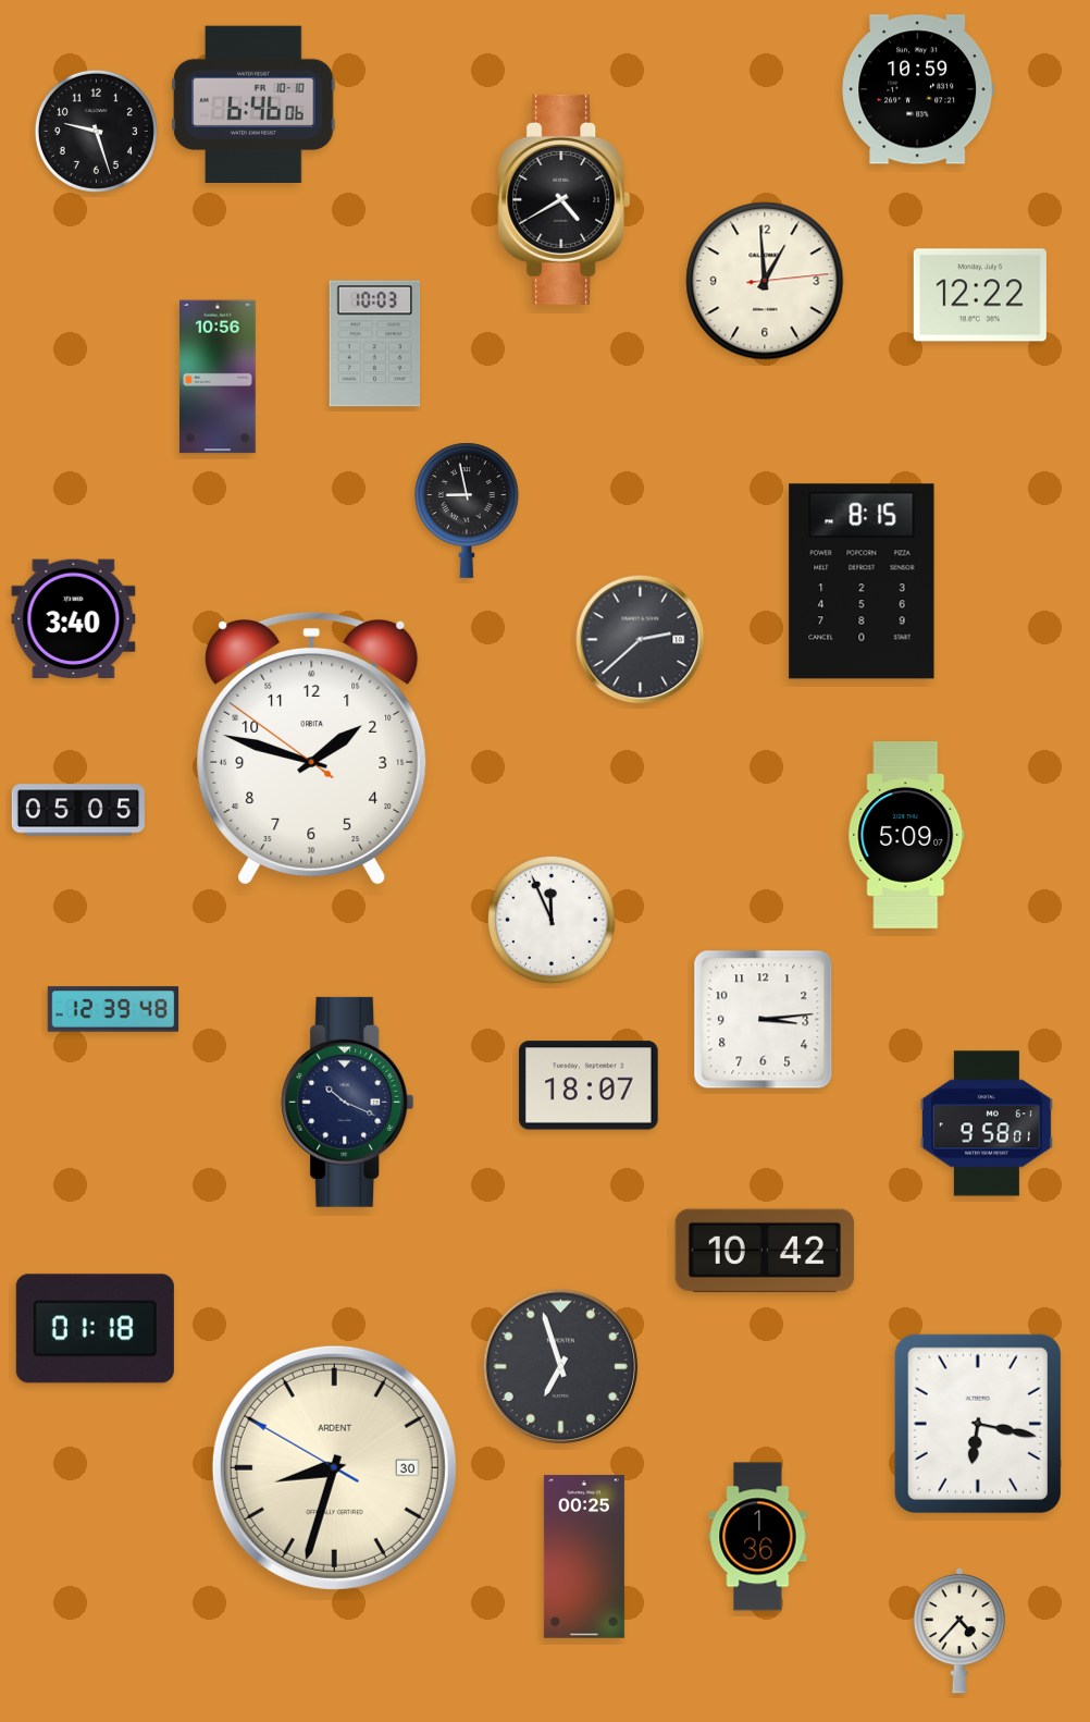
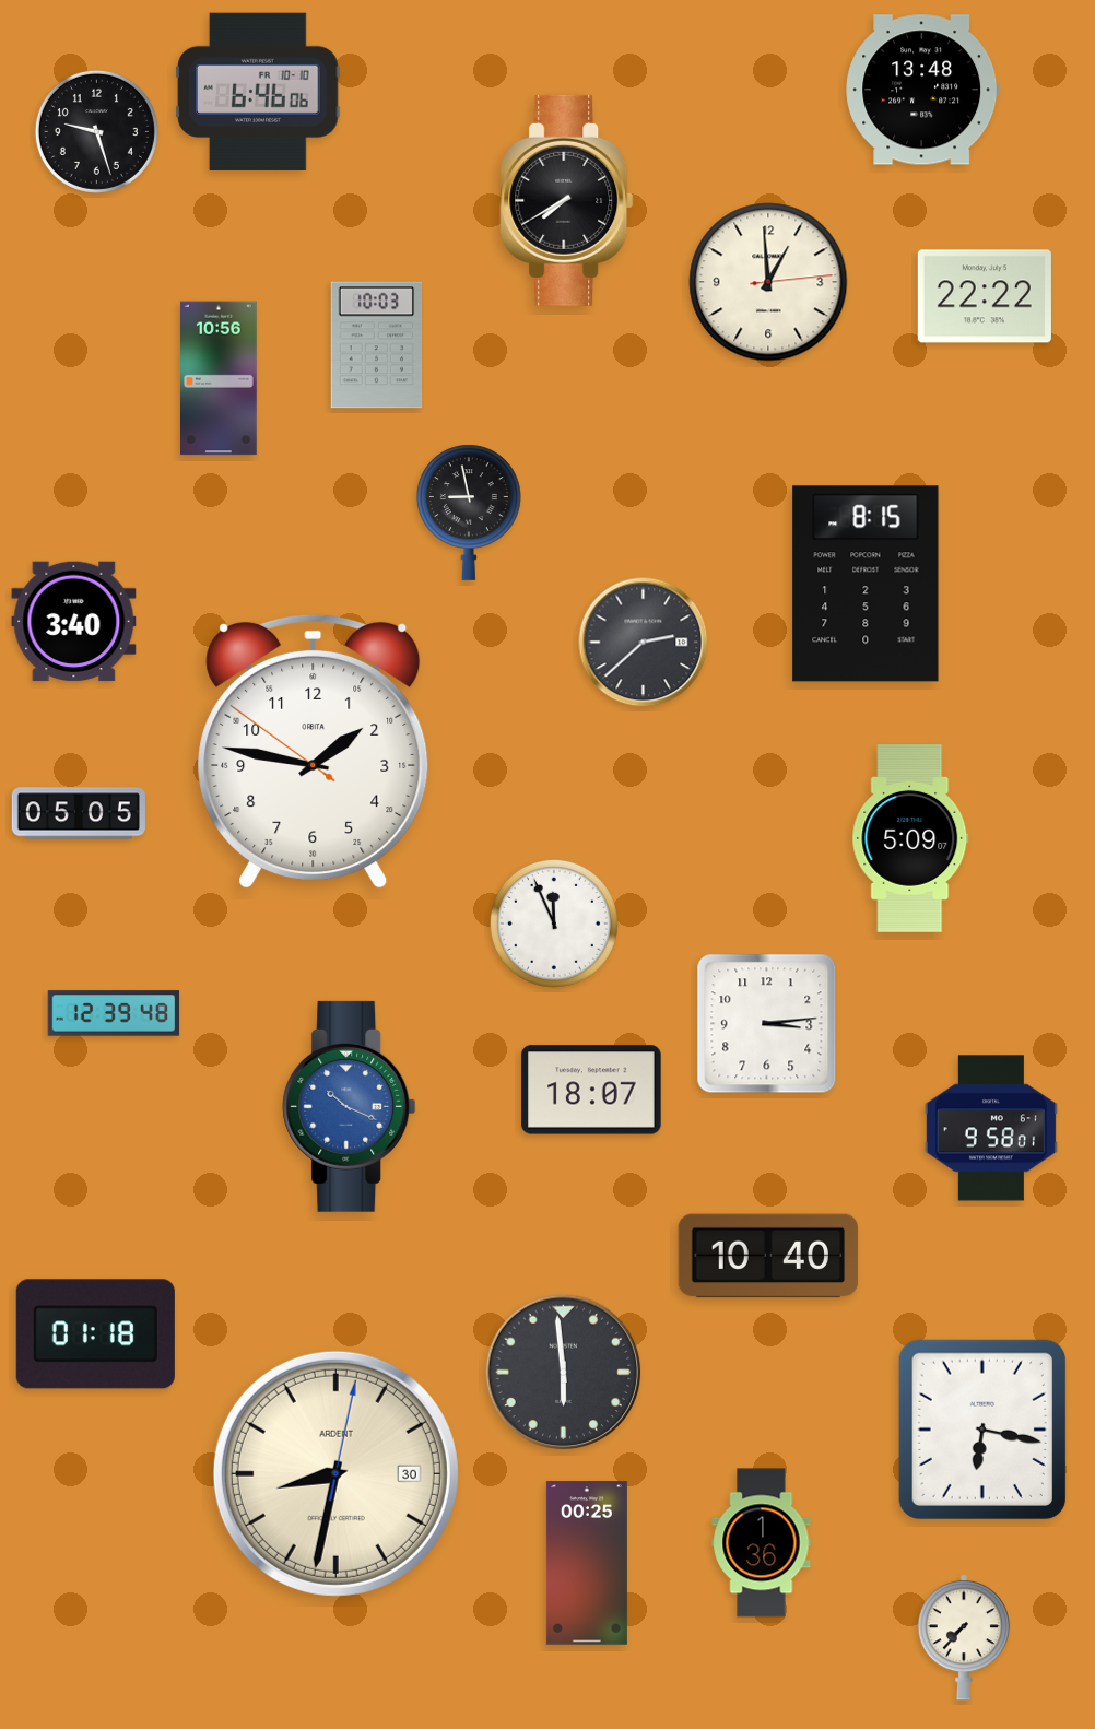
clock at (918, 89): 10:59 -> 13:48
clock at (253, 103) position: (253, 103) -> (258, 91)
clock at (565, 199): 4:40 -> 7:40
clock at (980, 295): 12:22 -> 22:22
clock at (312, 749): 1:47 -> 1:46
clock at (348, 1102) dial: navy -> blue
clock at (765, 1251): 10:42 -> 10:40
clock at (561, 1367): 6:57 -> 5:59
clock at (334, 1467): 8:32:50 -> 8:32:02
clock at (959, 1631): 4:37 -> 7:37
